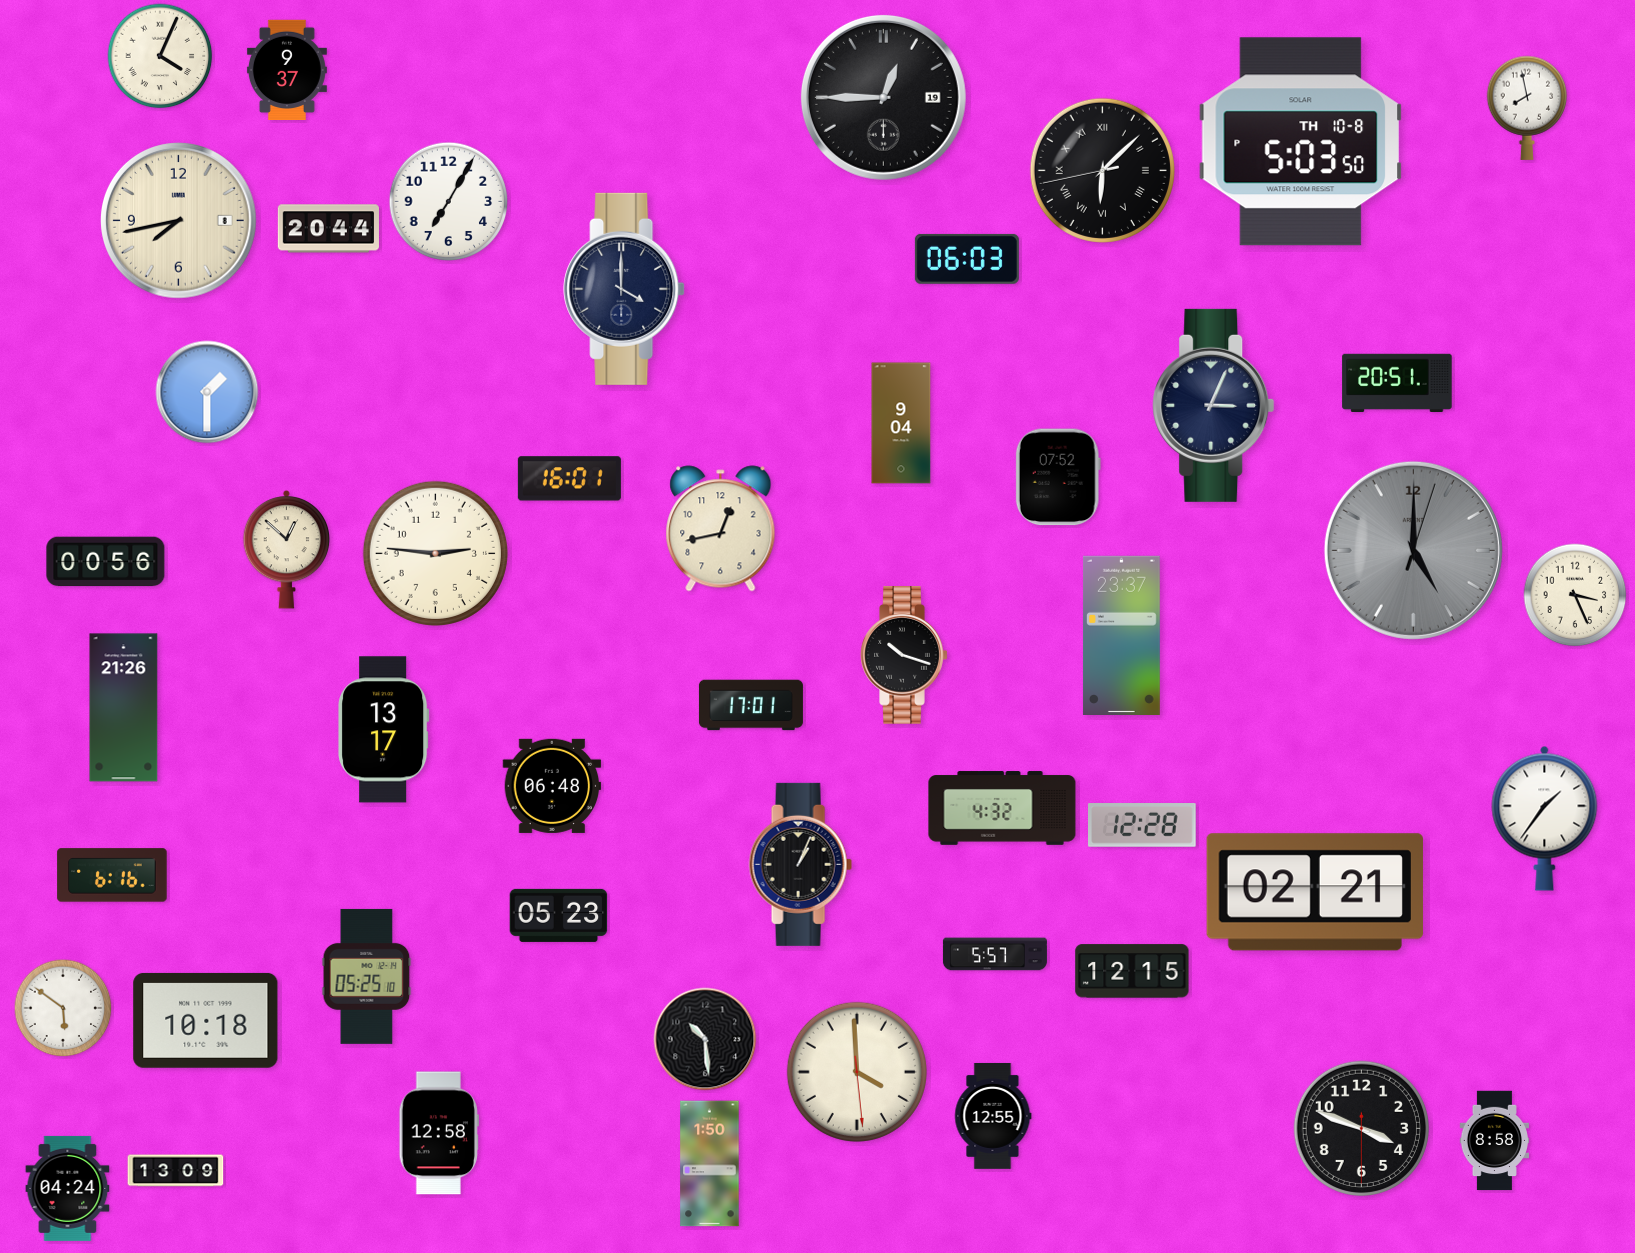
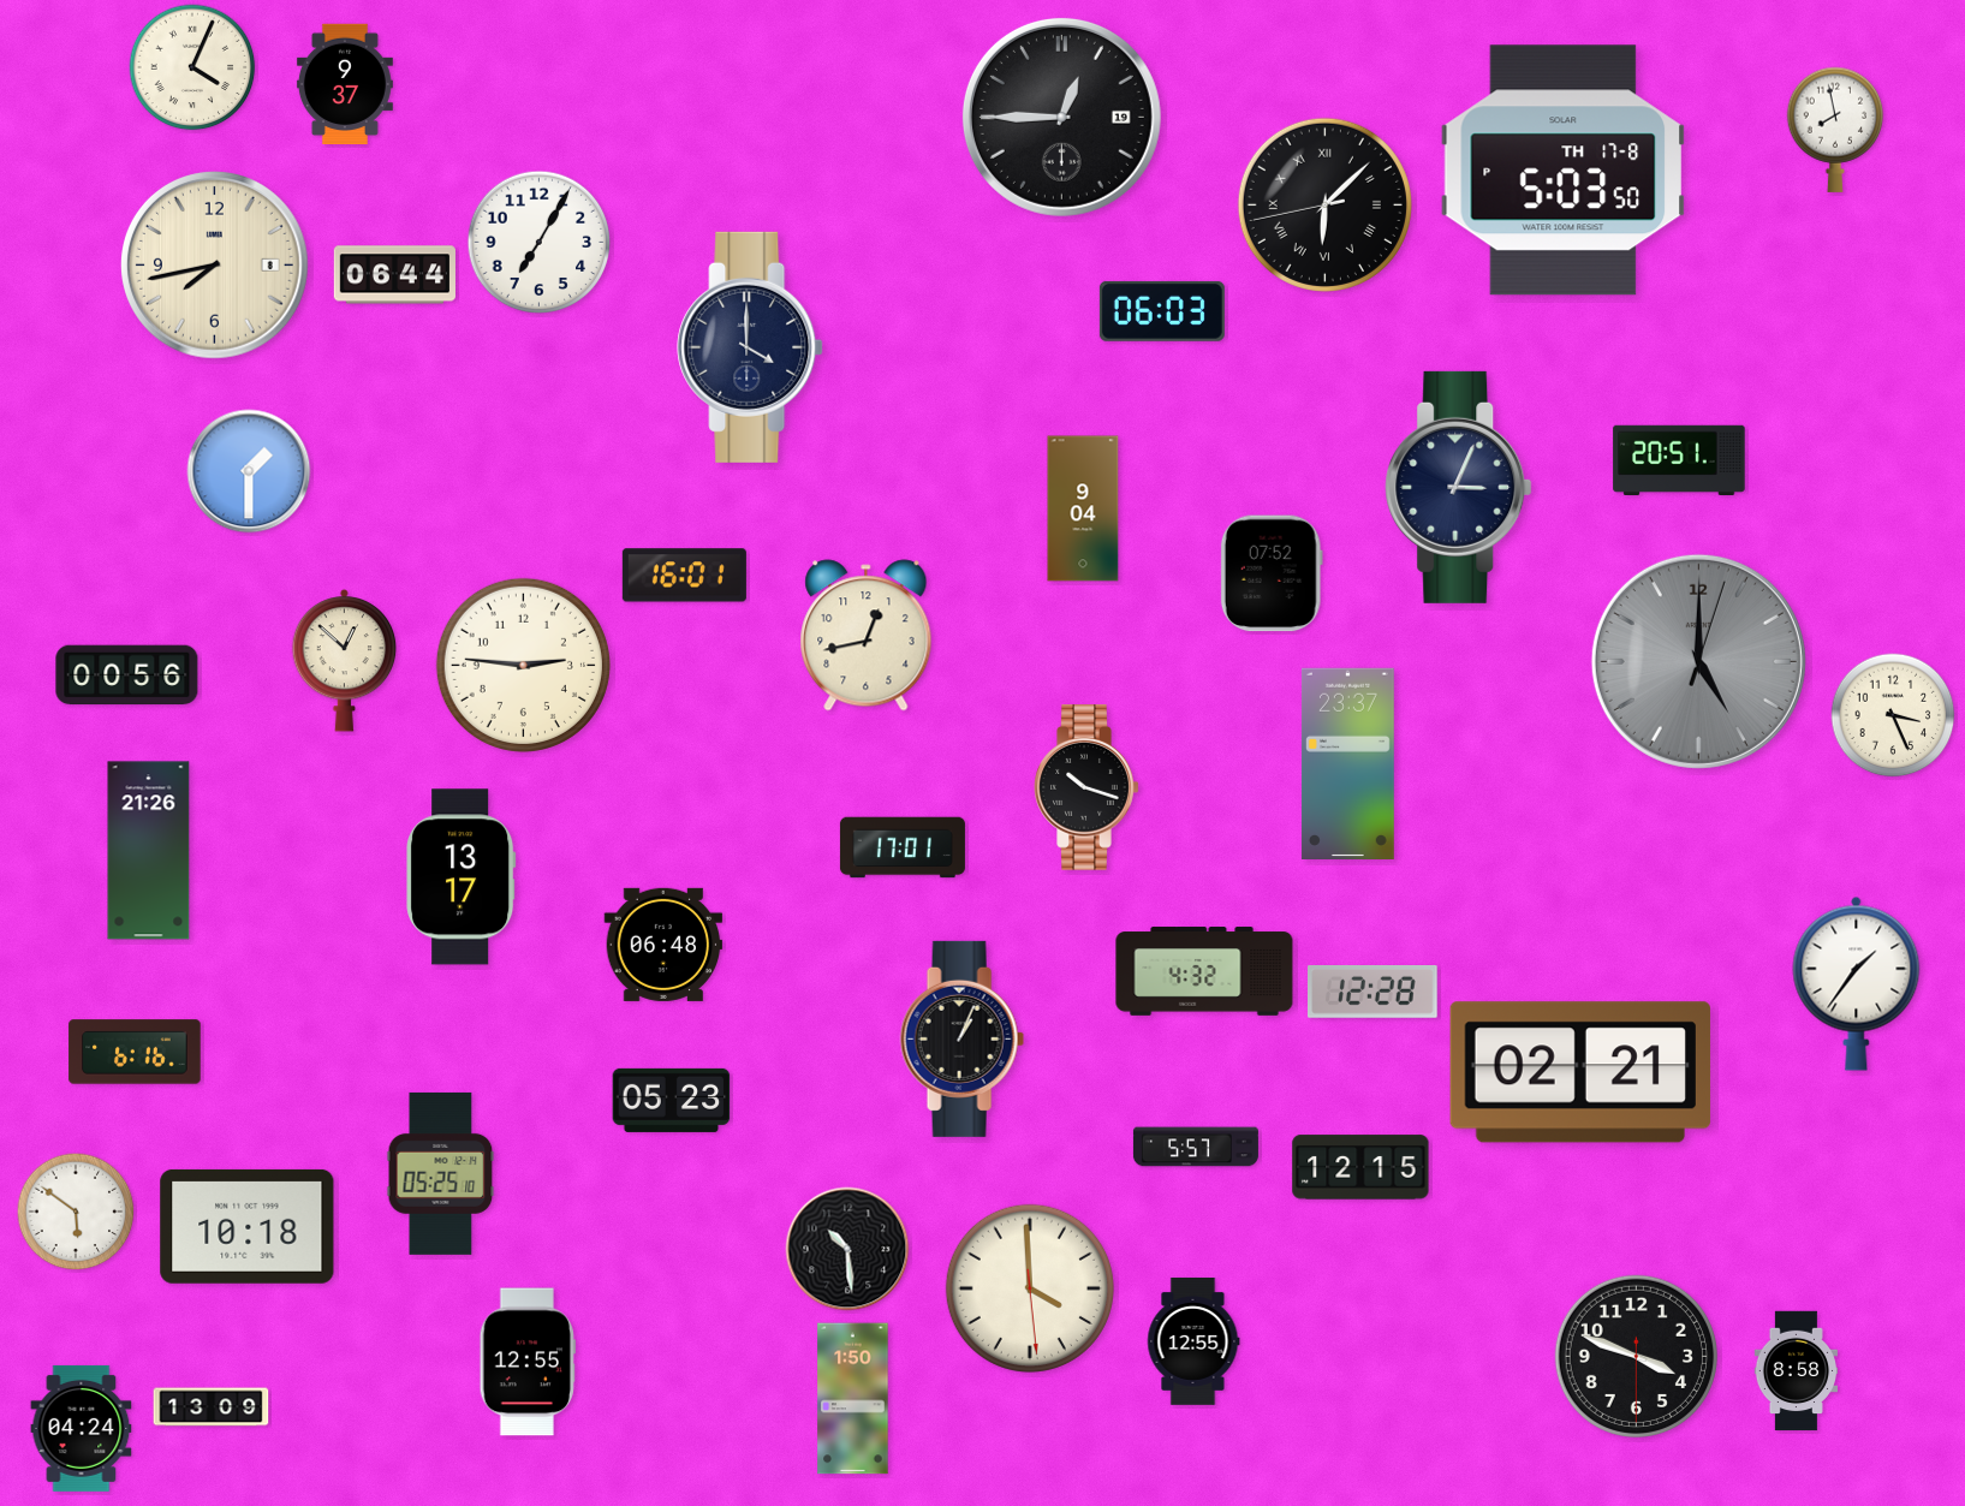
clock at (1301, 142) date: TH 10-8 -> TH 17-8
clock at (328, 229): 20:44 -> 06:44
clock at (439, 1133): 12:58 -> 12:55
